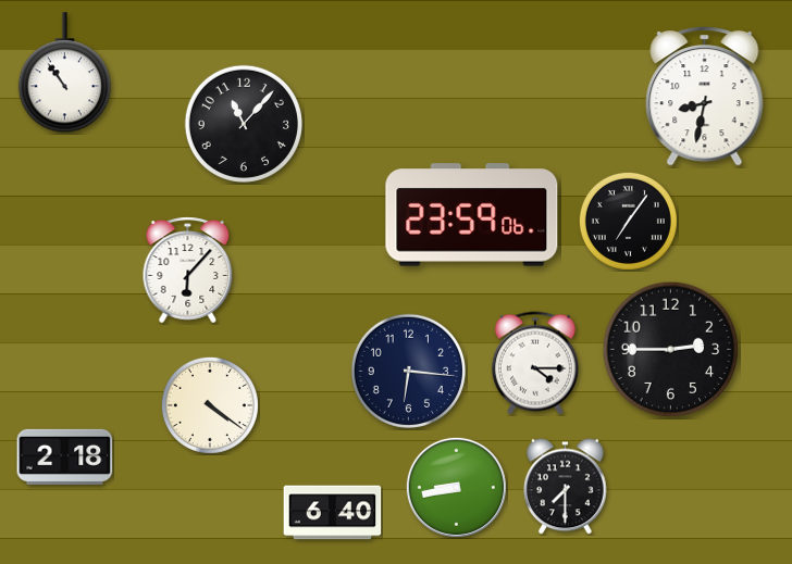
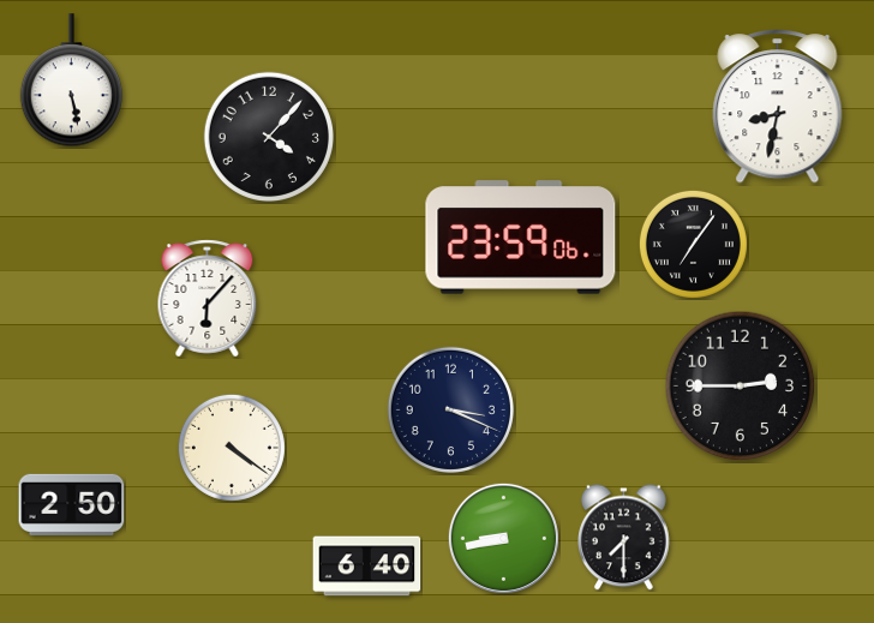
clock at (64, 73): 10:54 -> 5:28
clock at (243, 123): 11:07 -> 4:07
clock at (535, 363): 4:15 -> none
clock at (408, 371): 6:16 -> 3:19
clock at (65, 456): 2:18 -> 2:50
